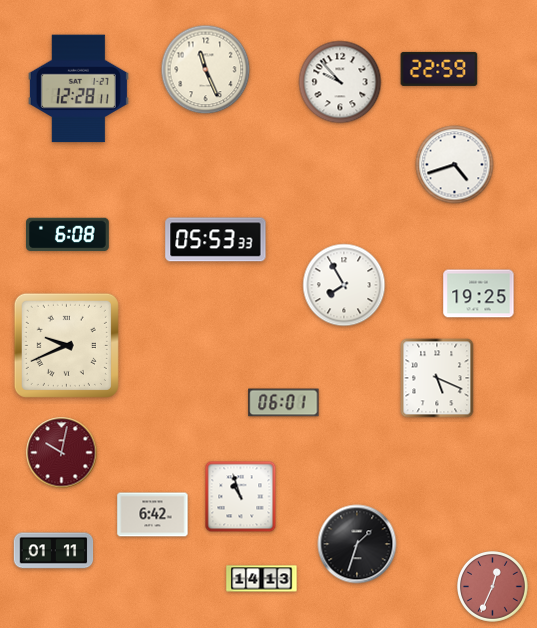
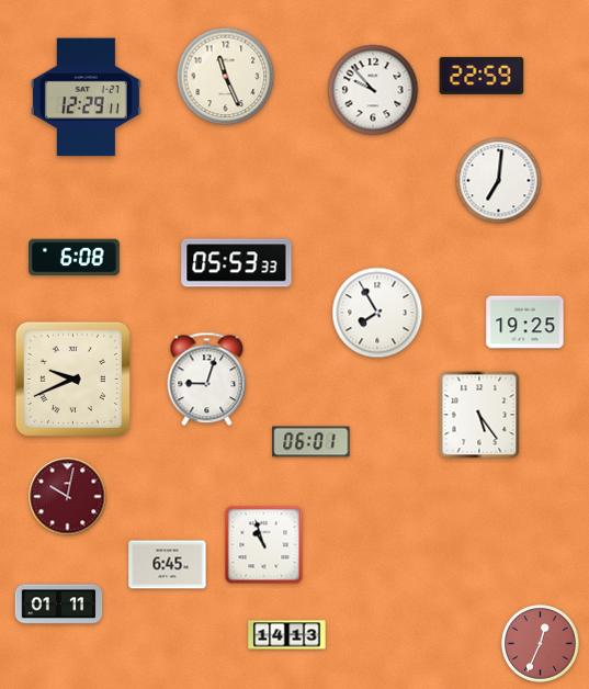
clock at (78, 89): 12:28 -> 12:29
clock at (455, 165): 4:42 -> 7:01
clock at (207, 380): none -> 9:03
clock at (437, 378): 5:19 -> 5:24
clock at (153, 515): 6:42 -> 6:45
clock at (357, 544): 1:33 -> none
